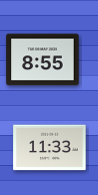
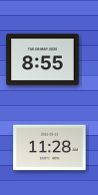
clock at (50, 148): 11:33 -> 11:28
